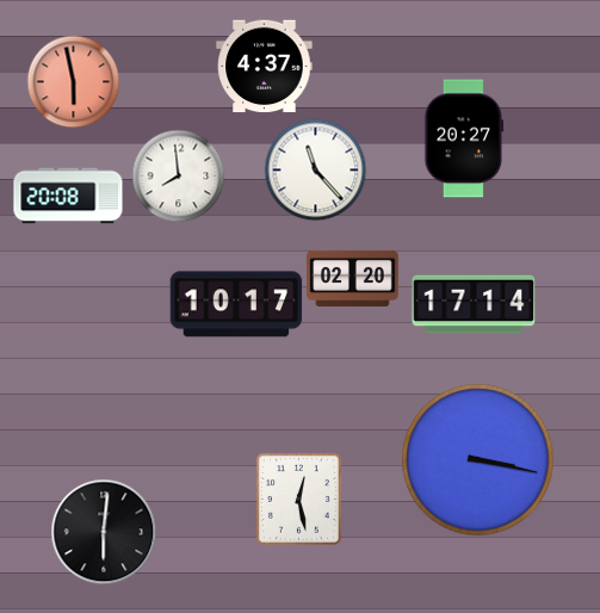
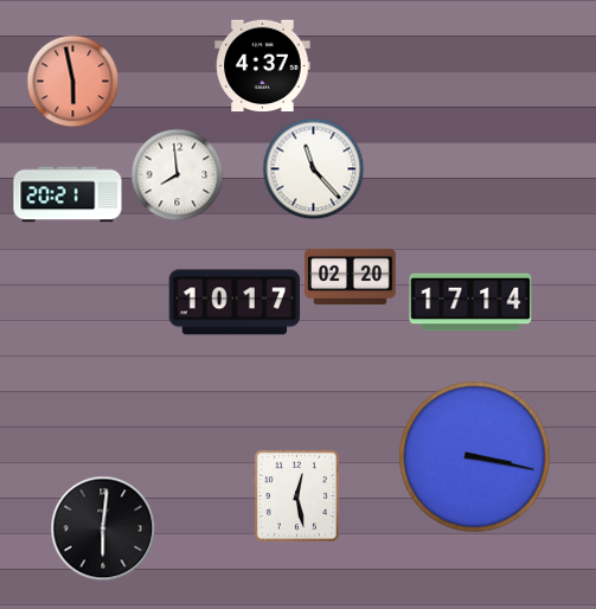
clock at (464, 138): 20:27 -> none
clock at (68, 196): 20:08 -> 20:21
